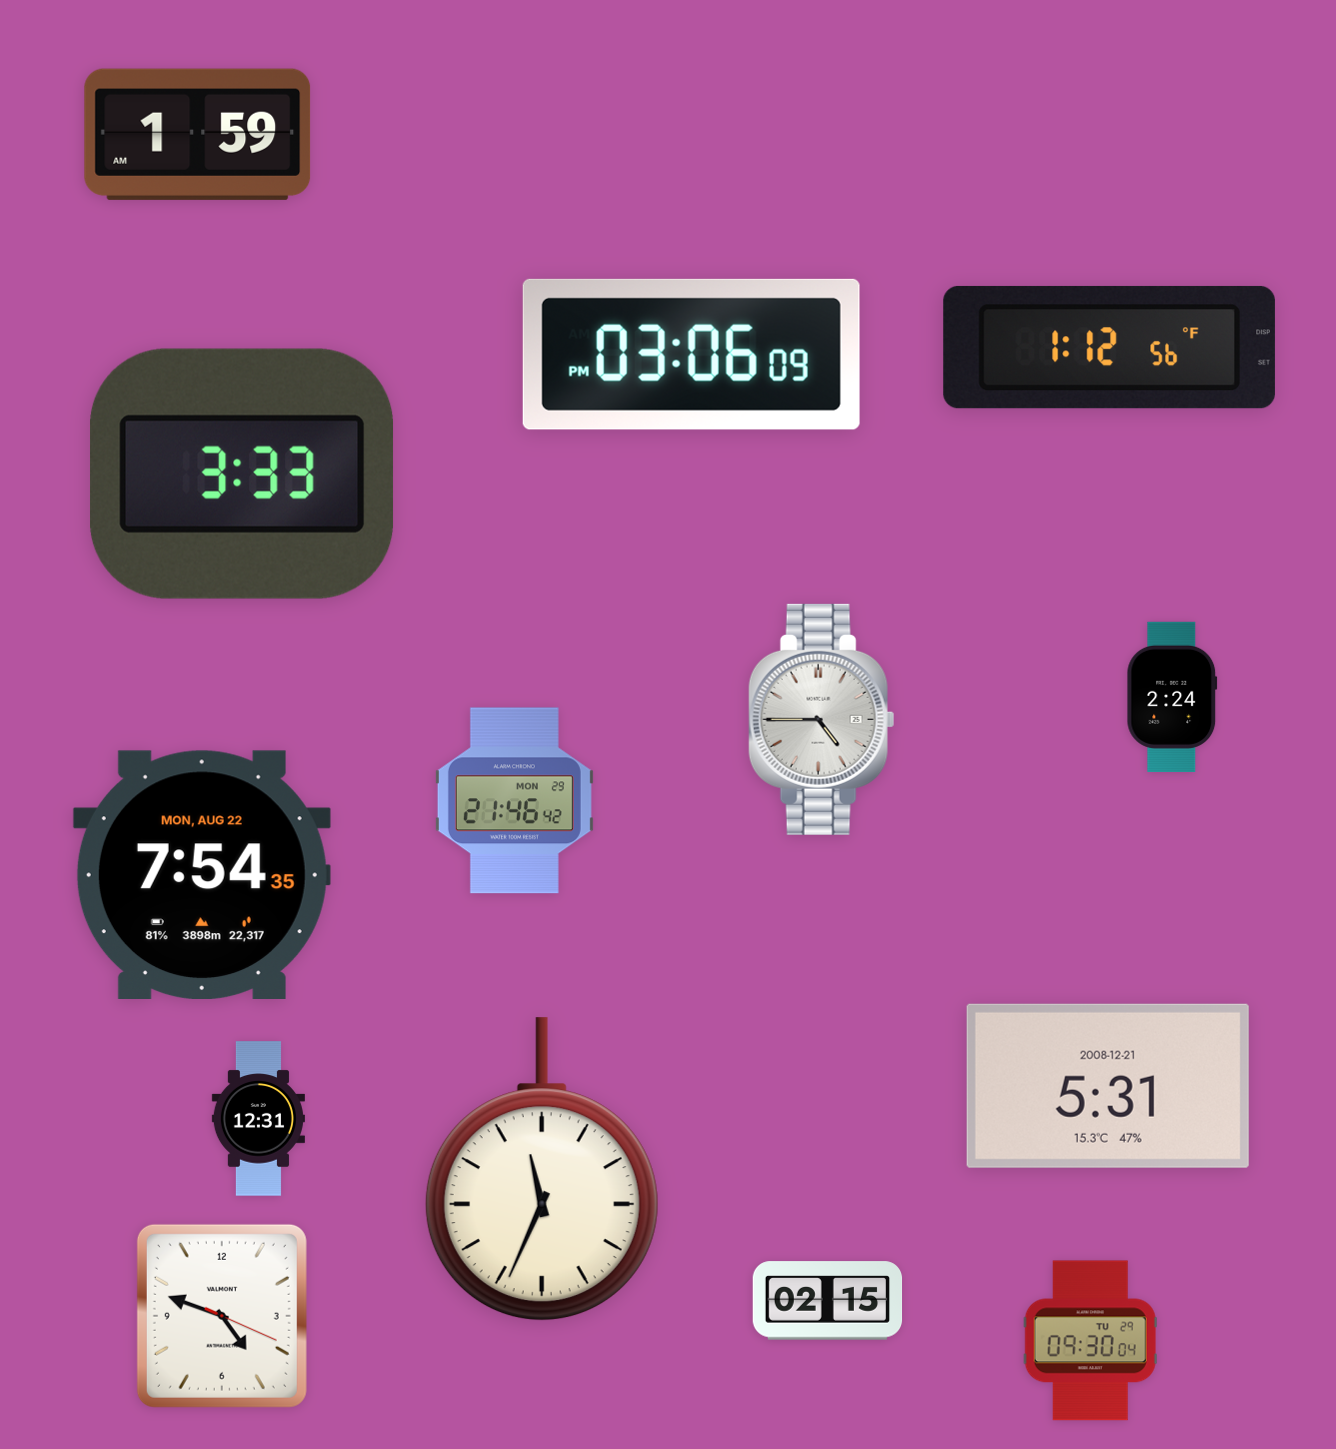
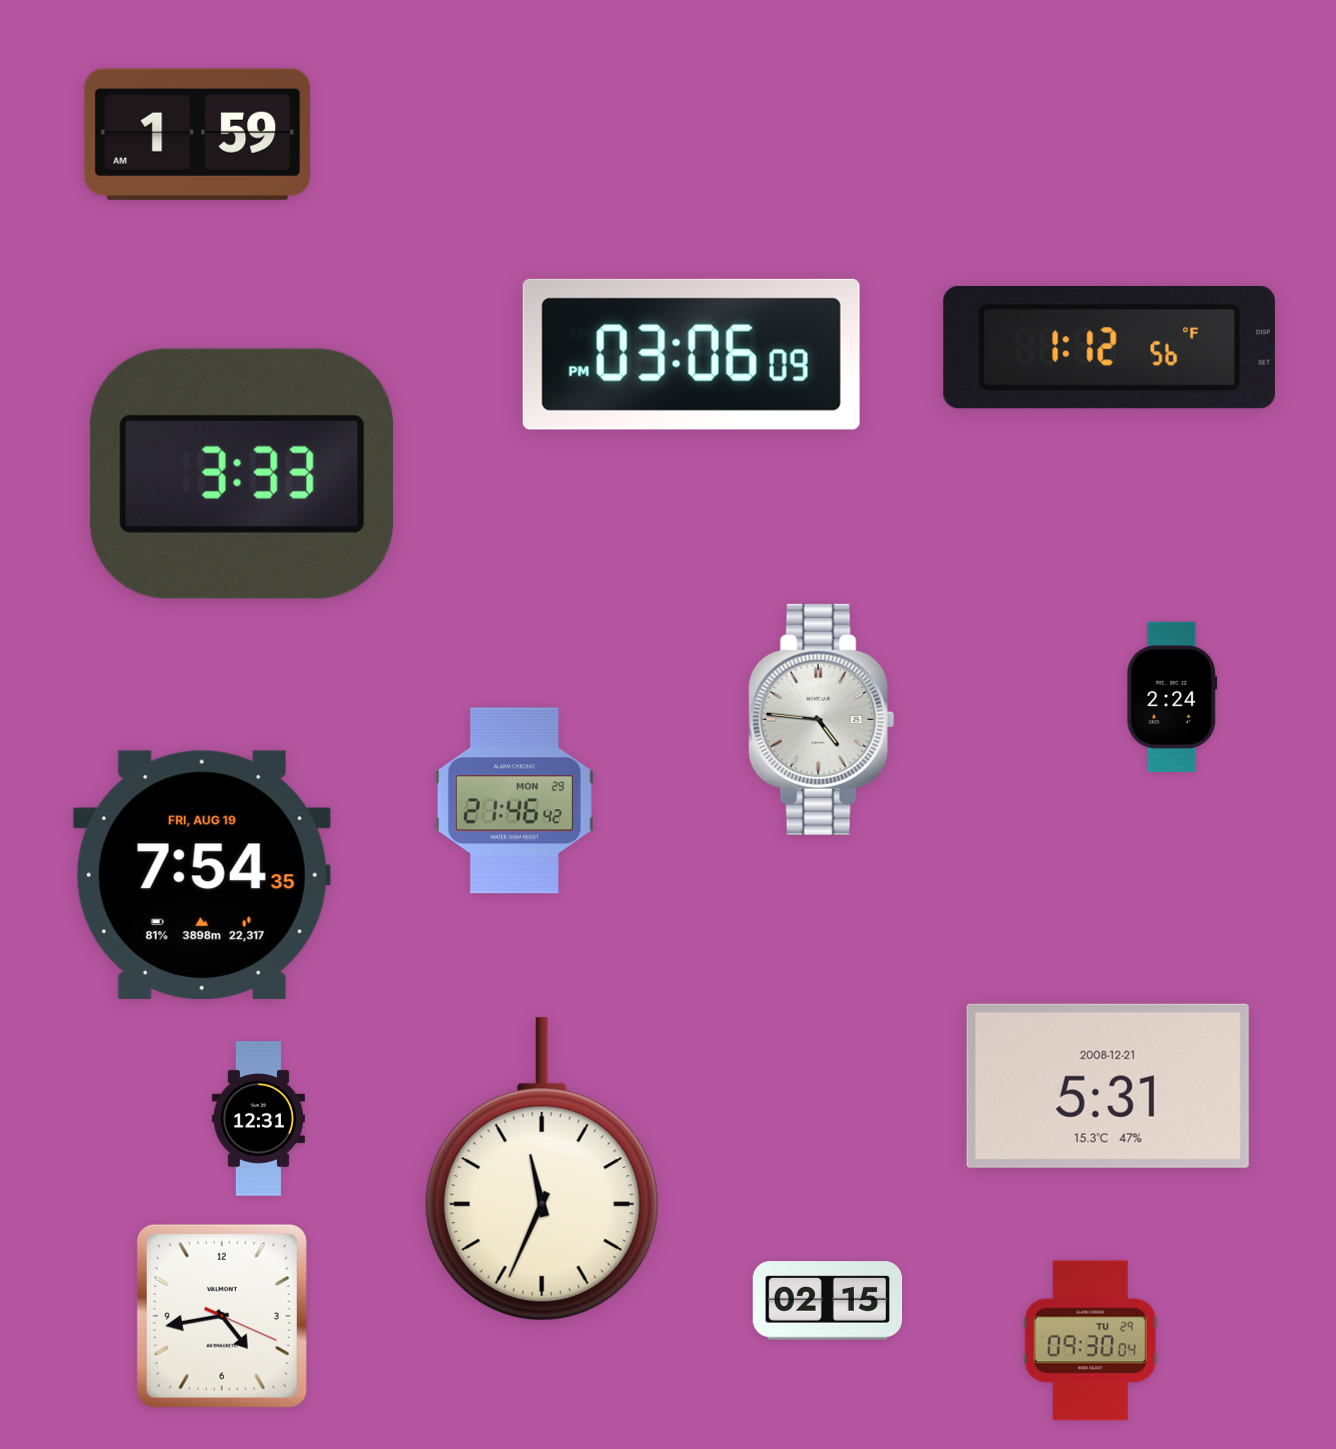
clock at (822, 719): 4:45 -> 4:46
clock at (202, 874) date: MON, AUG 22 -> FRI, AUG 19
clock at (222, 1316): 4:48 -> 4:43
